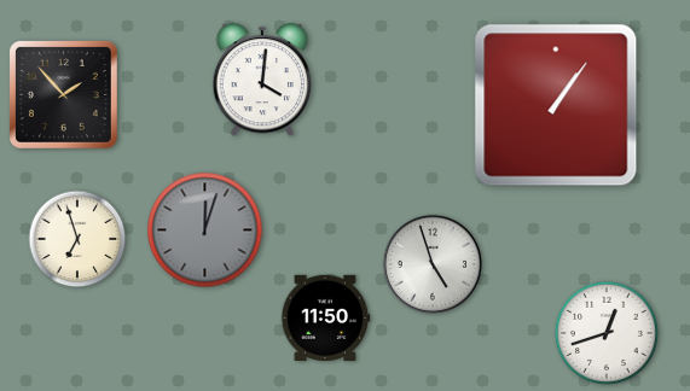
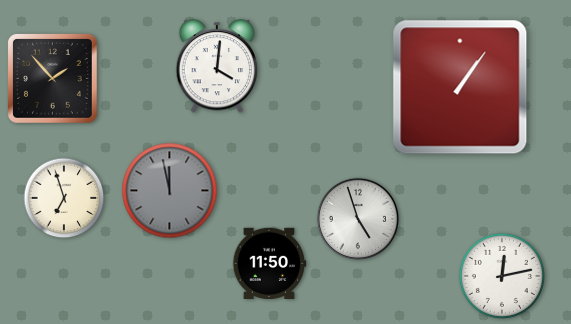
clock at (205, 230): 12:03 -> 11:58
clock at (607, 333): 12:42 -> 12:13
